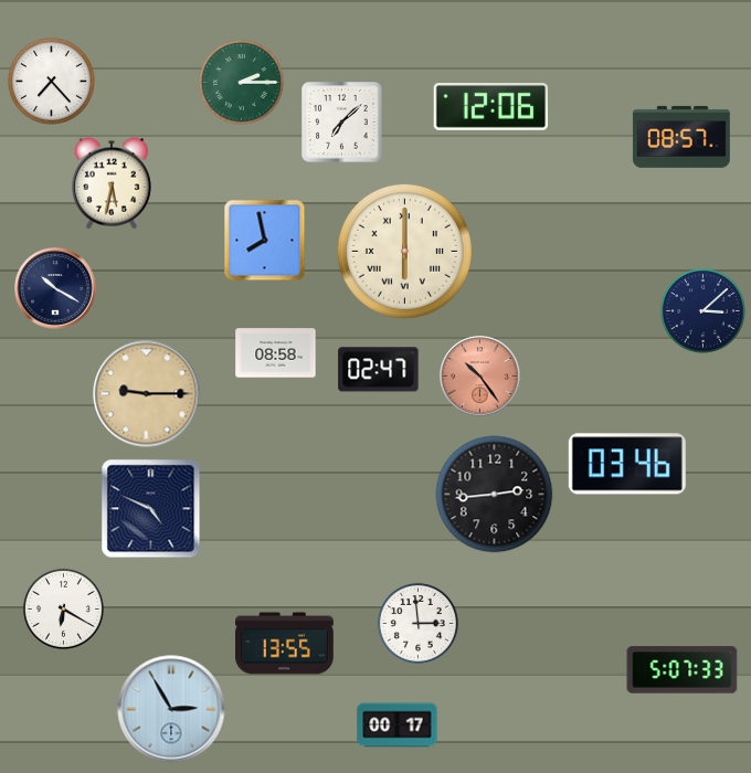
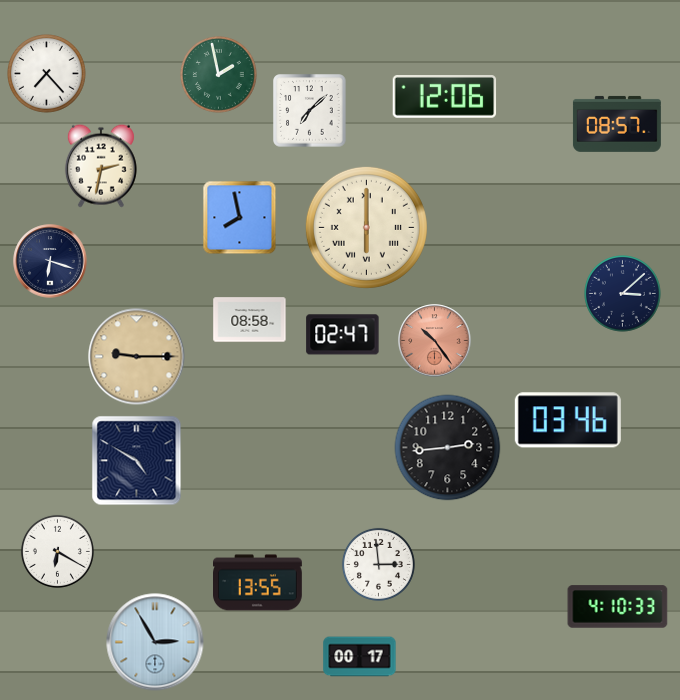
clock at (242, 83): 2:15 -> 1:58
clock at (112, 183): 5:32 -> 2:32
clock at (55, 288): 10:20 -> 6:18
clock at (704, 311) position: (704, 311) -> (623, 294)
clock at (147, 394) position: (147, 394) -> (137, 357)
clock at (151, 509): 4:49 -> 4:50
clock at (683, 670): 5:07 -> 4:10
